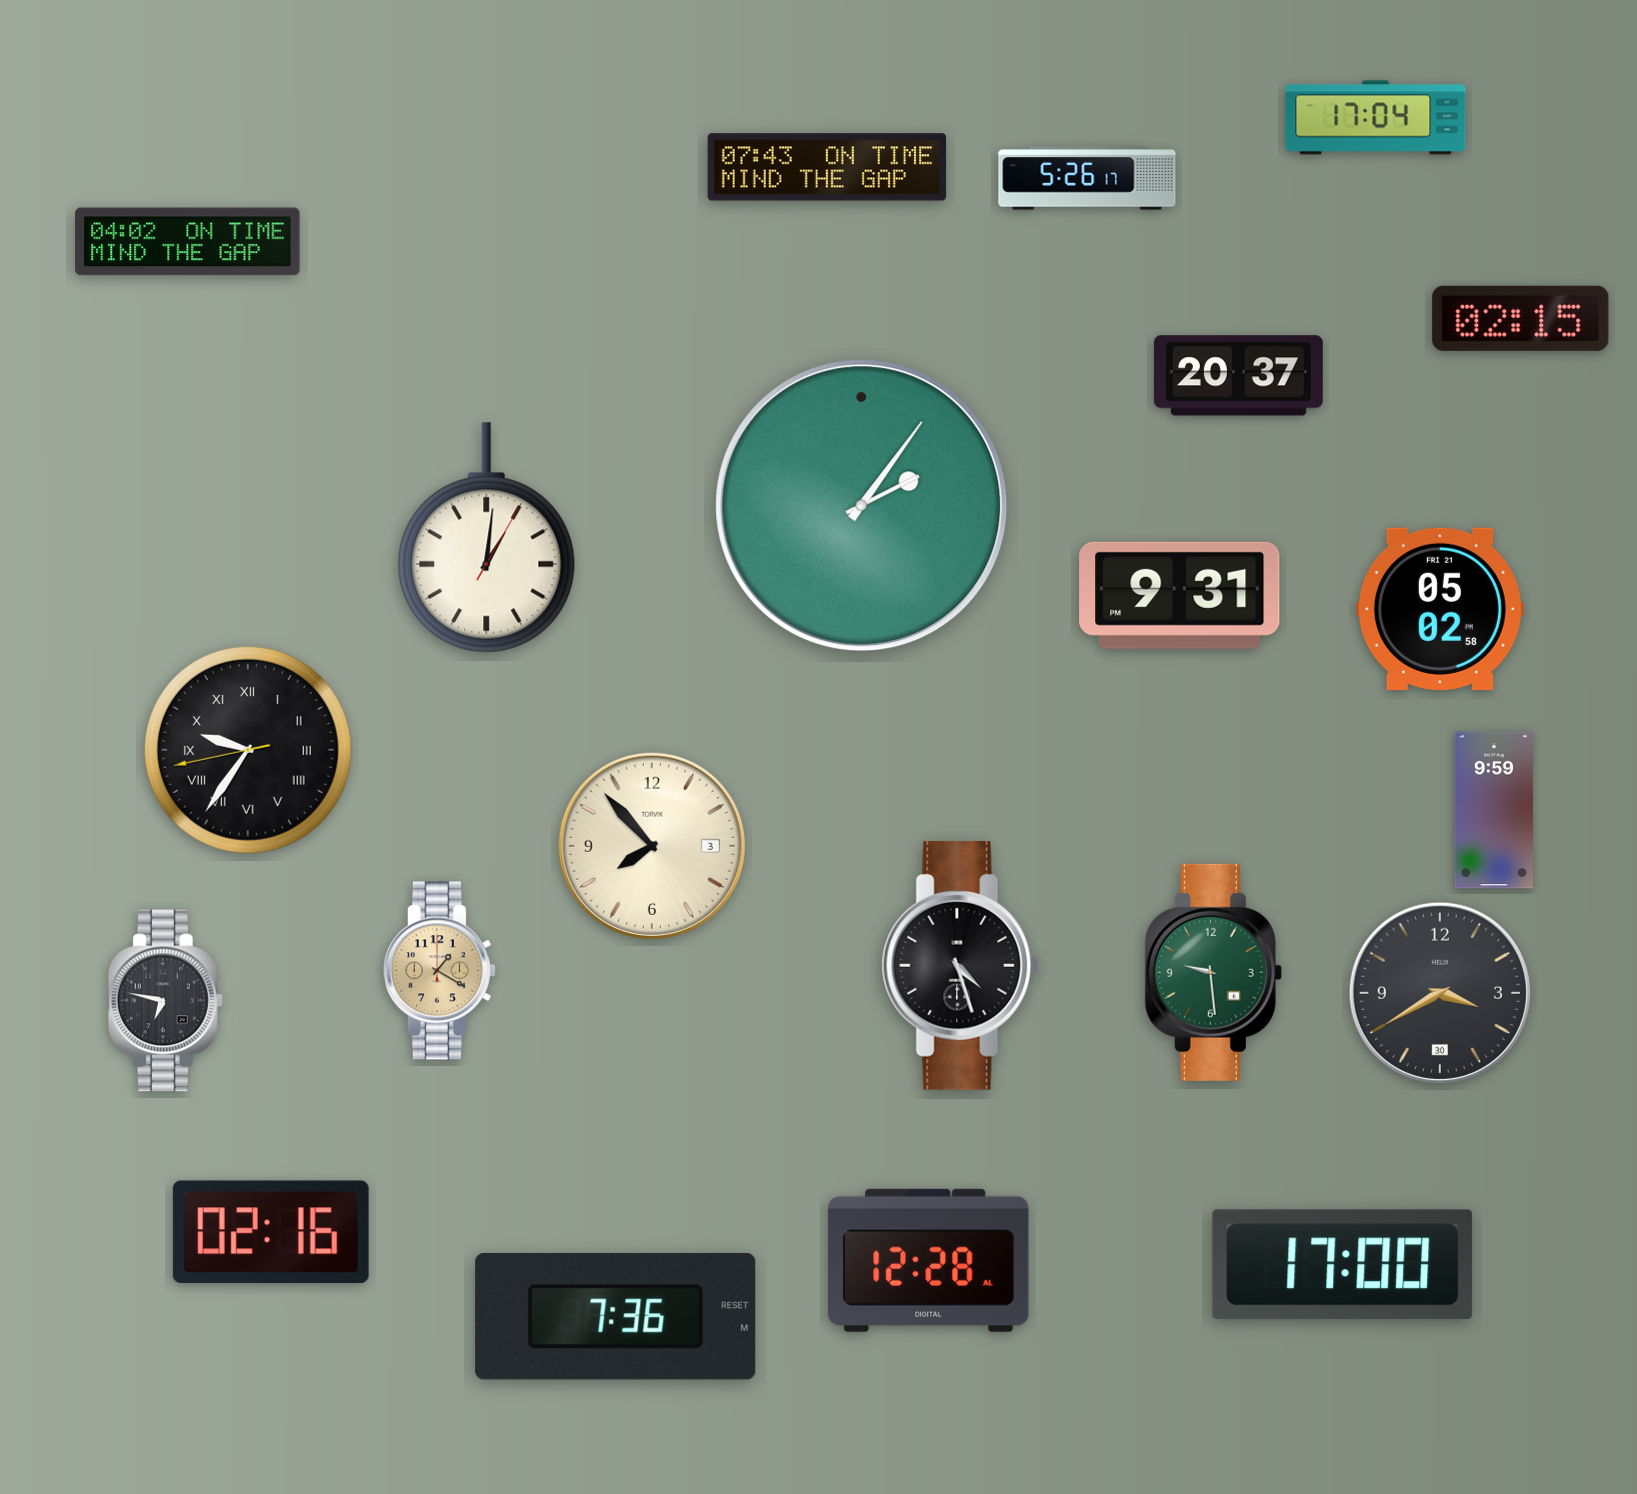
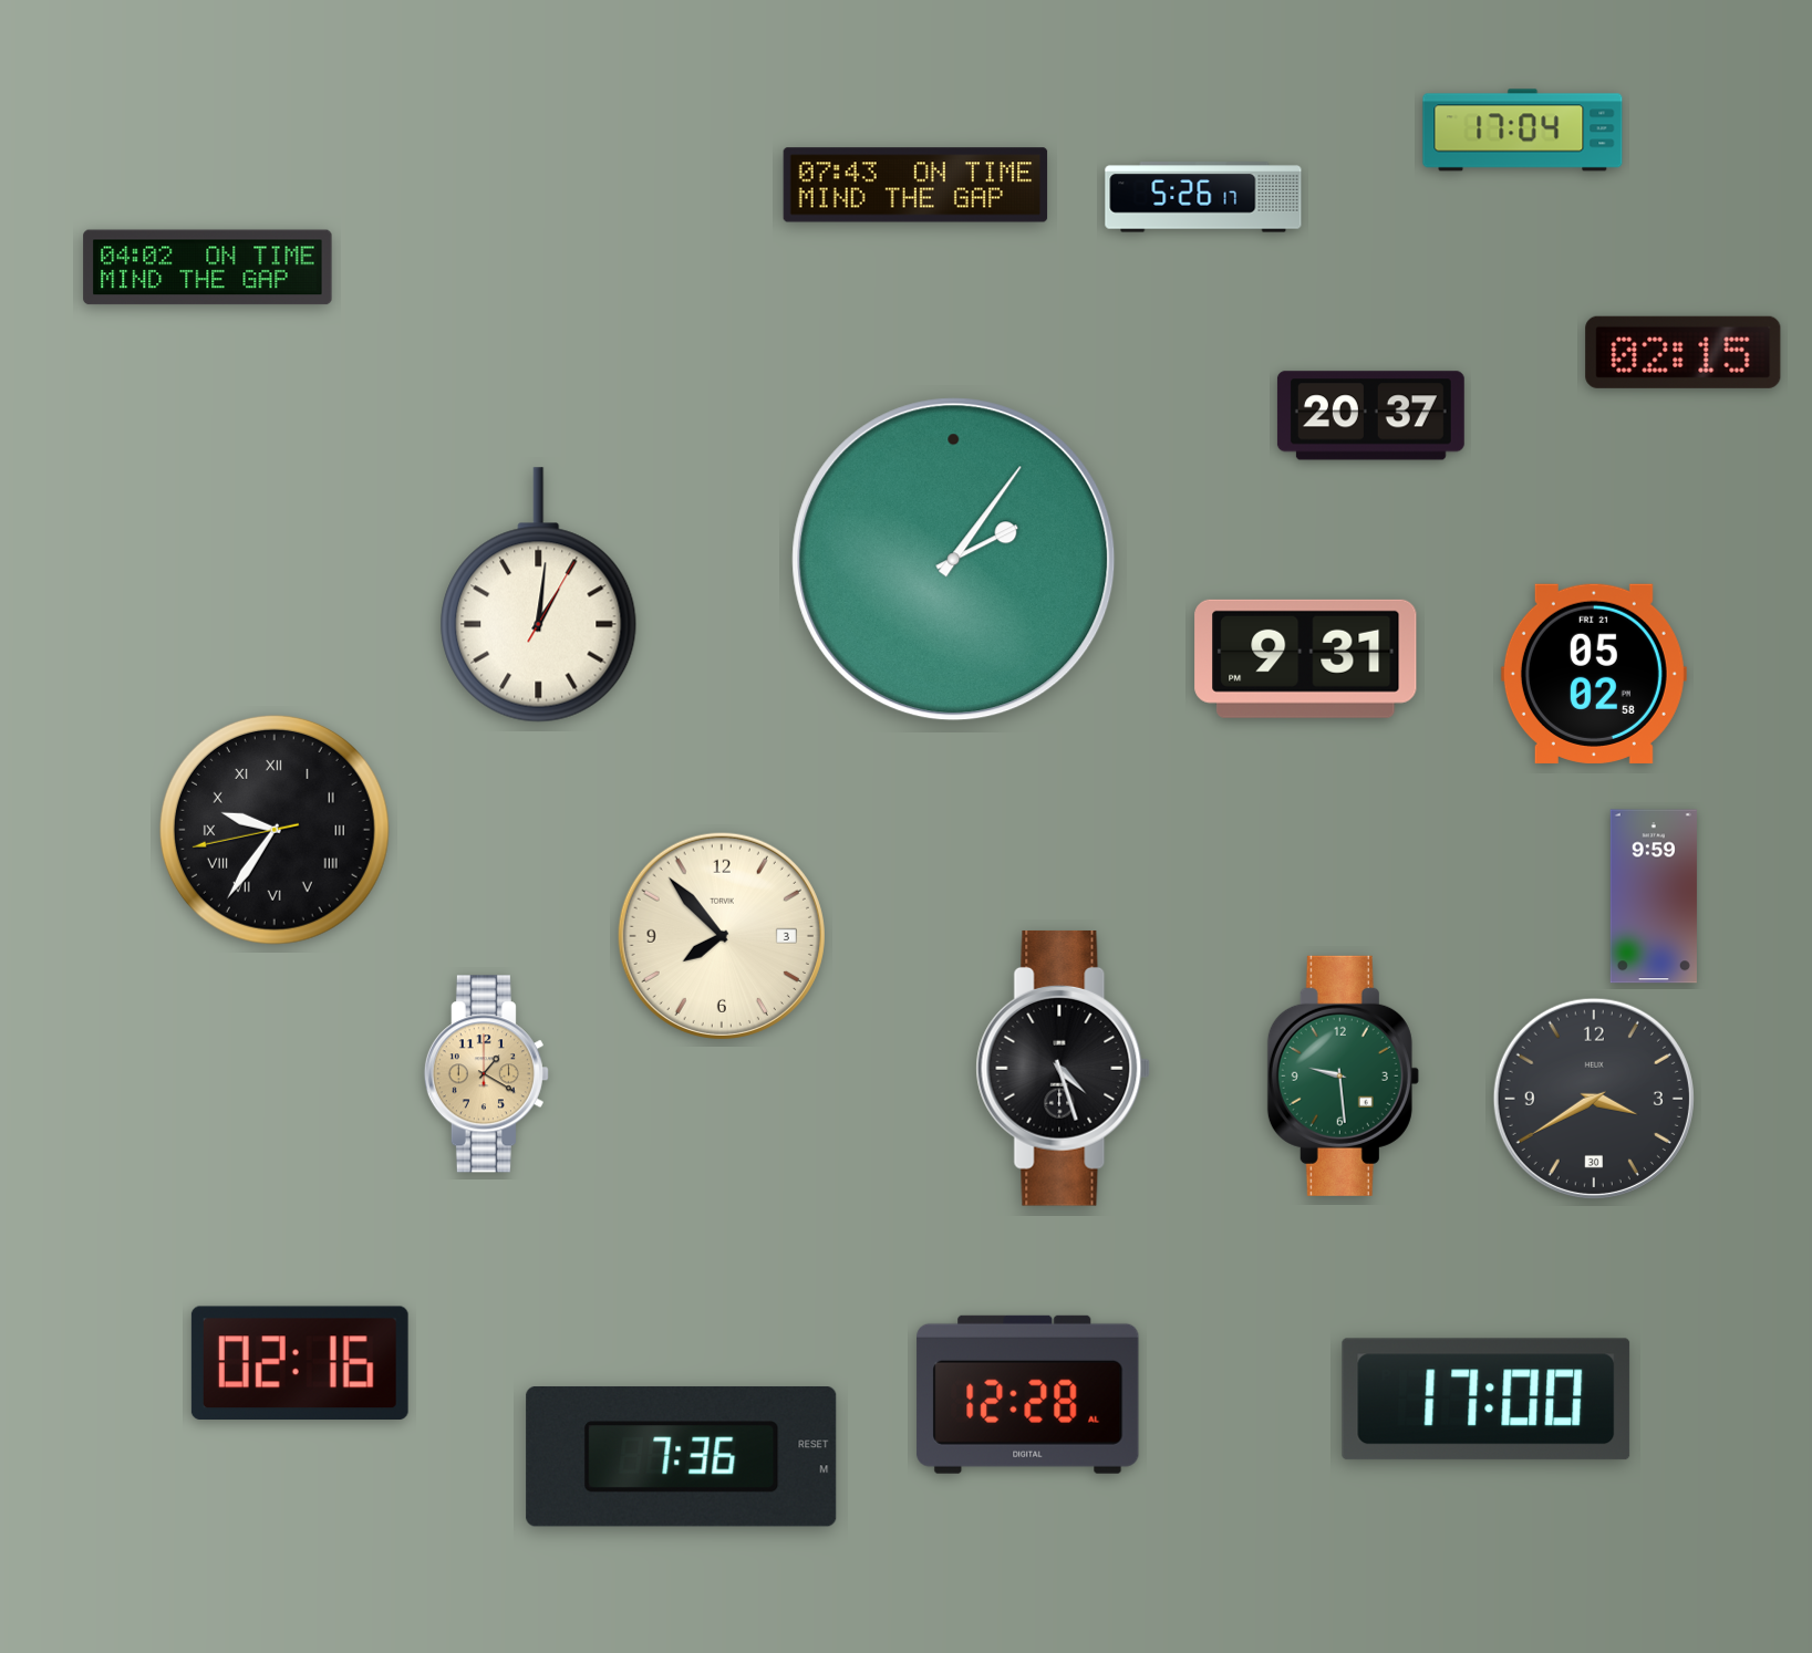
clock at (165, 1001): 6:47 -> none
